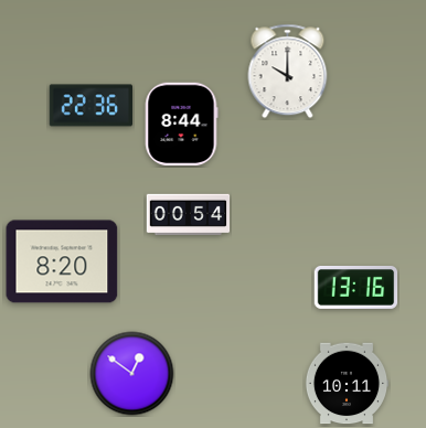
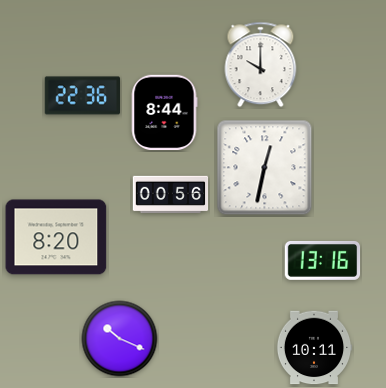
clock at (265, 168): none -> 12:32
clock at (189, 215): 00:54 -> 00:56
clock at (132, 374): 12:51 -> 10:19
